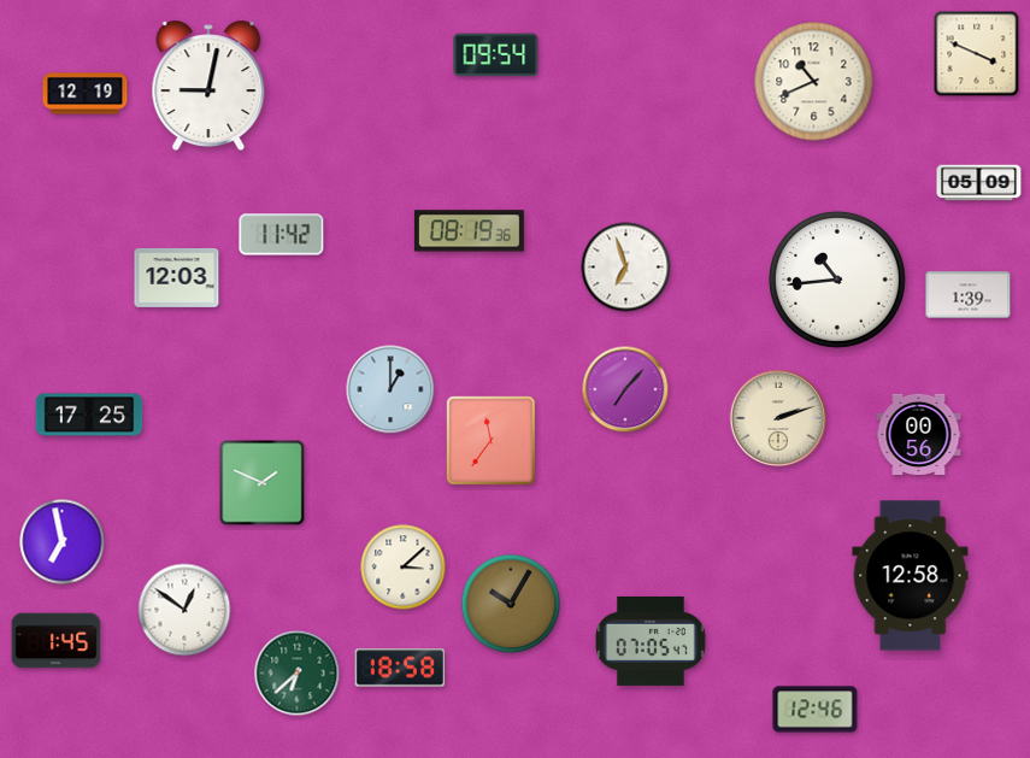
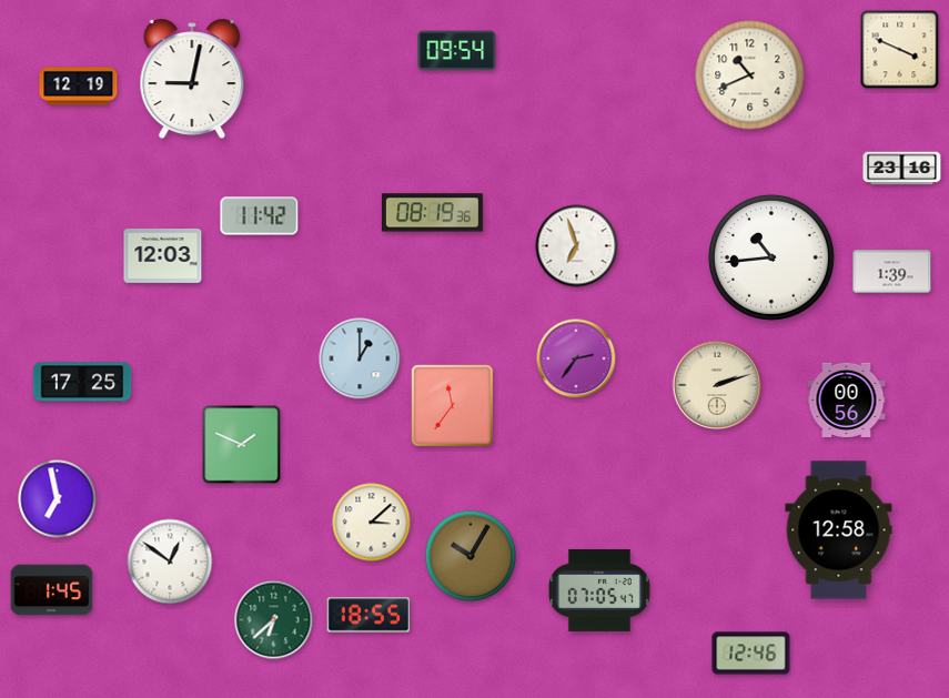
clock at (979, 183): 05:09 -> 23:16
clock at (625, 389): 7:07 -> 2:36
clock at (400, 668): 18:58 -> 18:55
